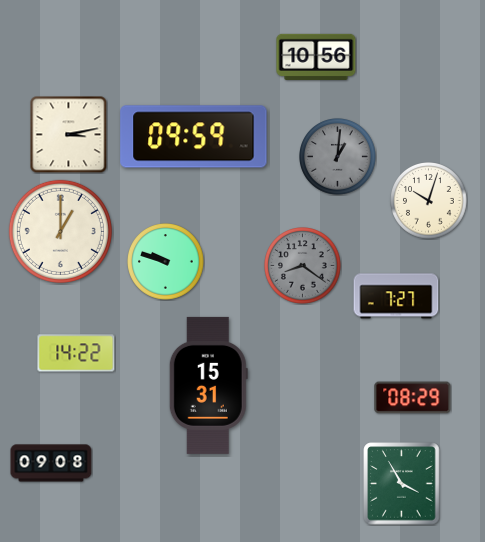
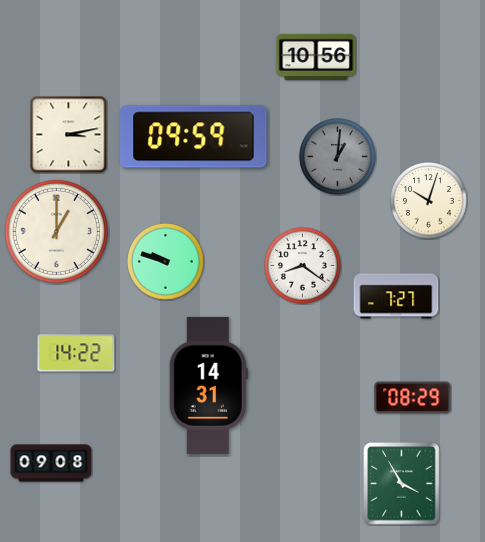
clock at (60, 231) position: (60, 231) -> (56, 231)
clock at (303, 266) dial: grey -> white
clock at (208, 385): 15:31 -> 14:31
